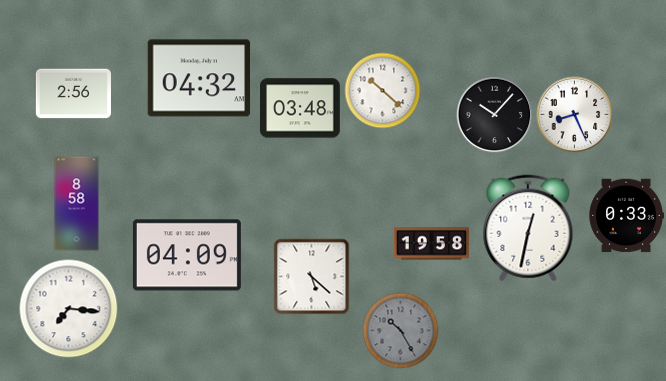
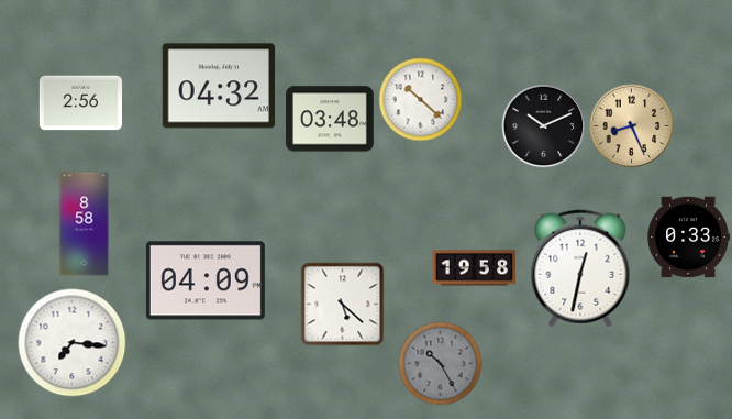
clock at (495, 115): 10:07 -> 10:11
clock at (575, 115) dial: white -> champagne
clock at (528, 228) position: (528, 228) -> (580, 268)
clock at (69, 309) position: (69, 309) -> (73, 343)
